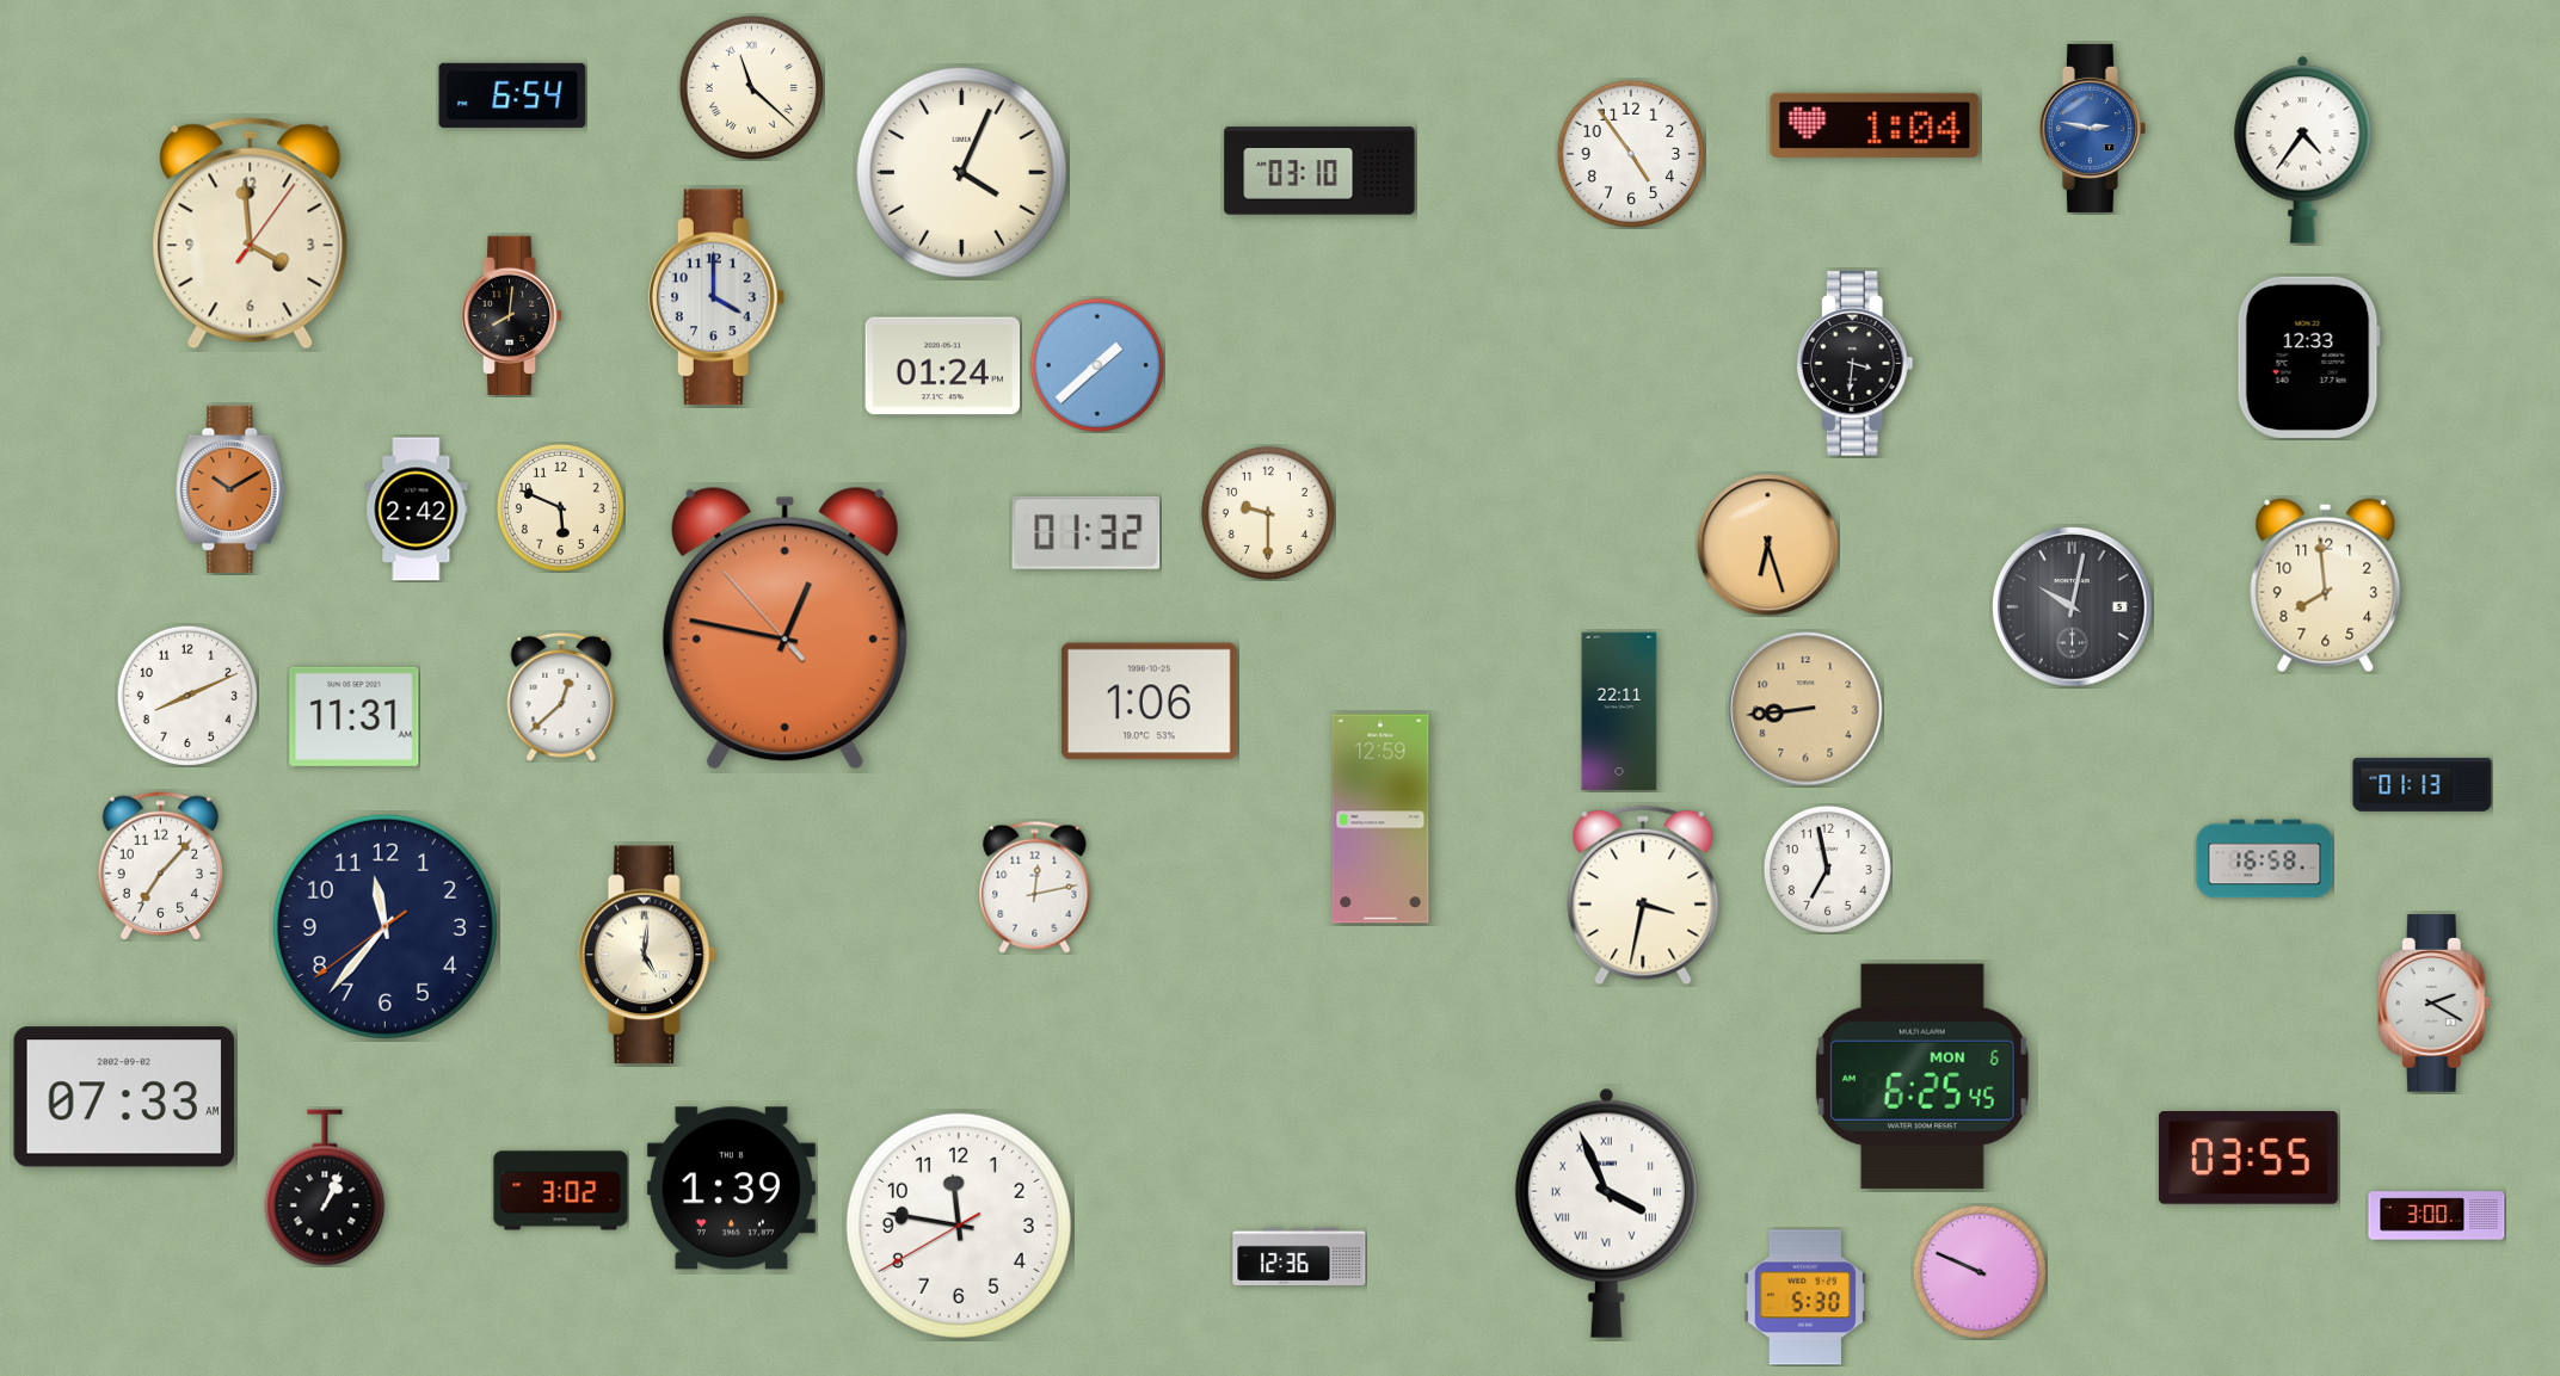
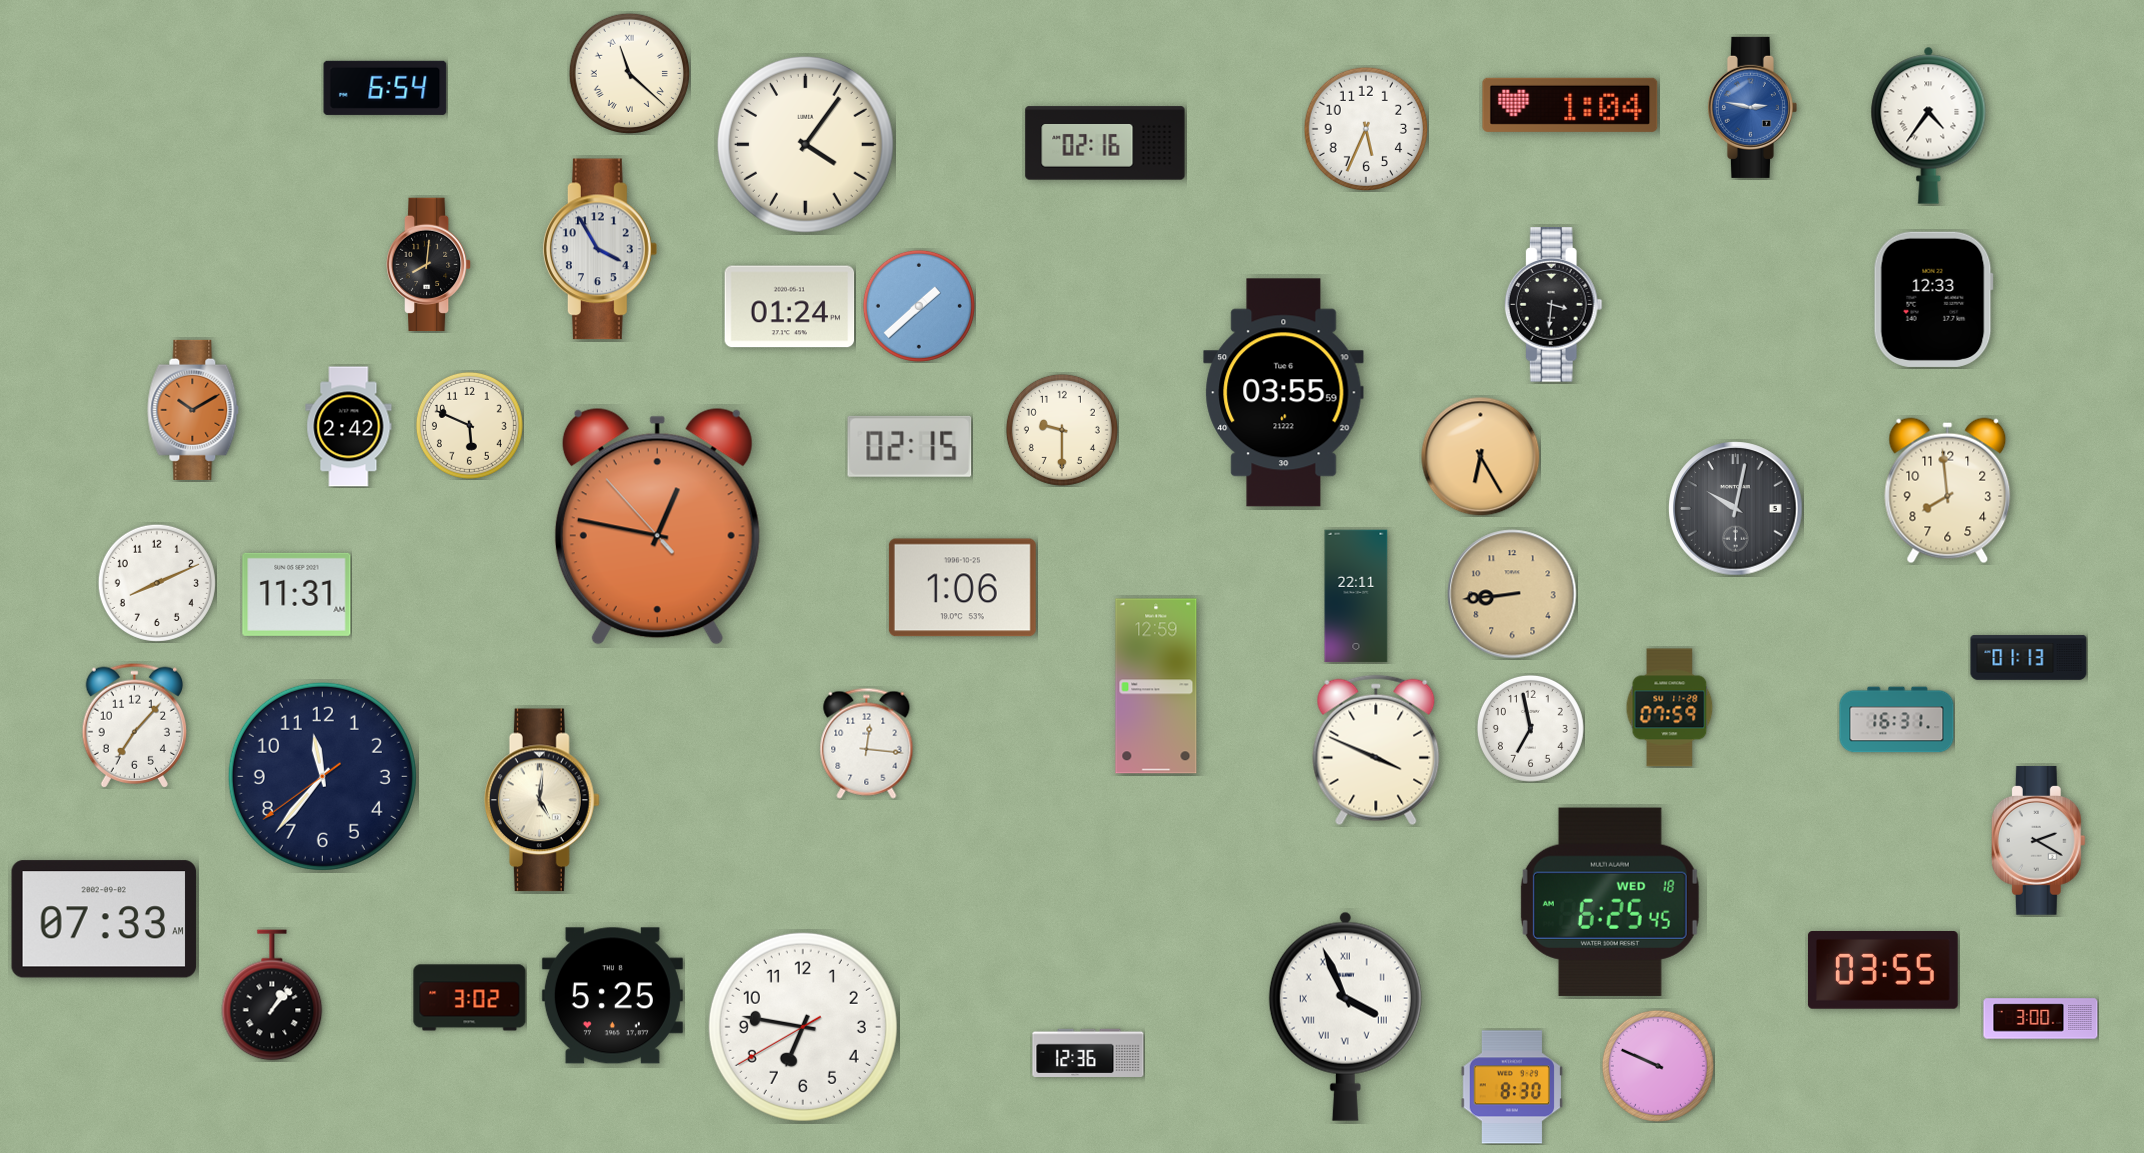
clock at (512, 95) position: (512, 95) -> (385, 88)
clock at (1631, 154): 4:54 -> 5:34
clock at (1319, 171): 03:10 -> 02:16
clock at (961, 172): 4:04 -> 4:06
clock at (251, 234): 3:59 -> none
clock at (716, 297): 4:00 -> 3:55
clock at (1284, 393): none -> 03:55
clock at (1087, 532): 01:32 -> 02:15
clock at (1768, 545): 6:27 -> 6:25
clock at (561, 697): 12:38 -> none
clock at (355, 716) position: (355, 716) -> (297, 594)
clock at (1670, 708): none -> 07:59
clock at (2265, 859): 16:58 -> 16:31
clock at (1035, 887): 12:13 -> 12:16
clock at (1643, 895): 3:32 -> 3:49
clock at (1922, 1076) date: MON 6 -> WED 18
clock at (325, 1187): 1:04 -> 1:07
clock at (731, 1189): 1:39 -> 5:25
clock at (959, 1226): 11:46 -> 6:46
clock at (1805, 1297): 5:30 -> 8:30
